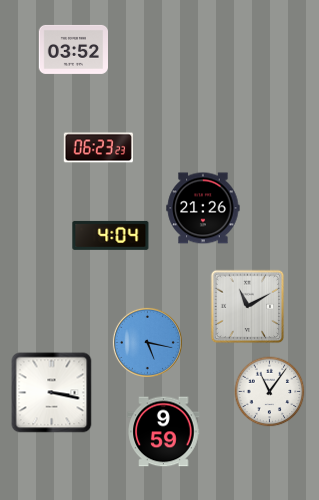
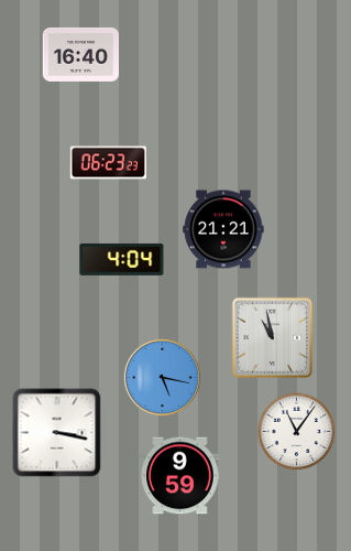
clock at (73, 49): 03:52 -> 16:40
clock at (203, 208): 21:26 -> 21:21
clock at (248, 307): 11:10 -> 10:58
